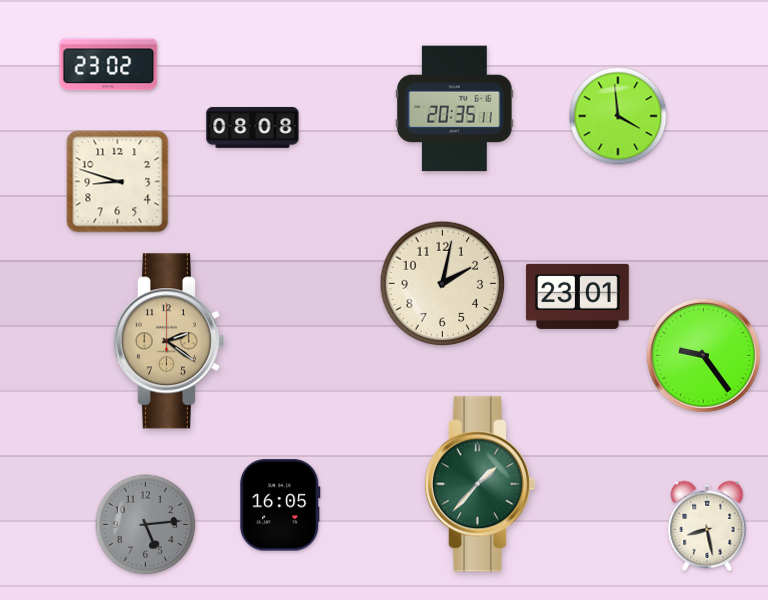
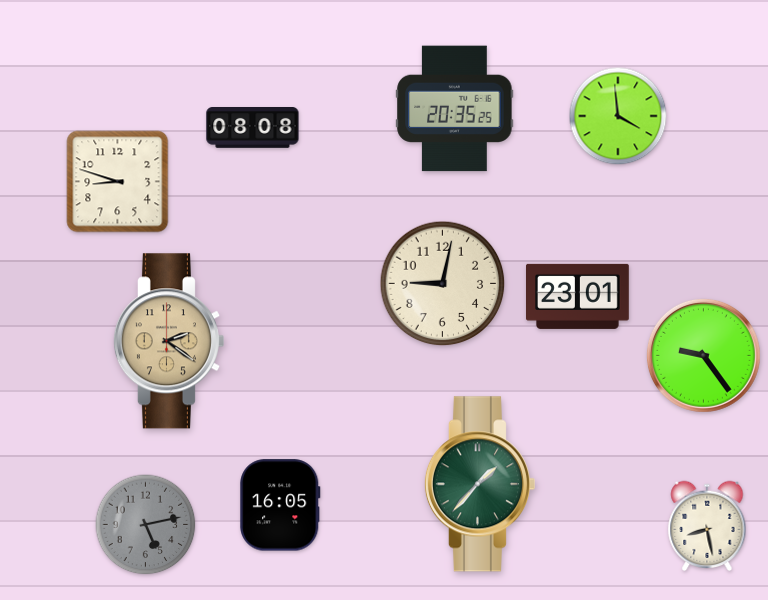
clock at (109, 65): 23:02 -> none
clock at (455, 109): 20:35:11 -> 20:35:25
clock at (443, 284): 2:02 -> 9:02
clock at (146, 525): 5:14 -> 5:13
